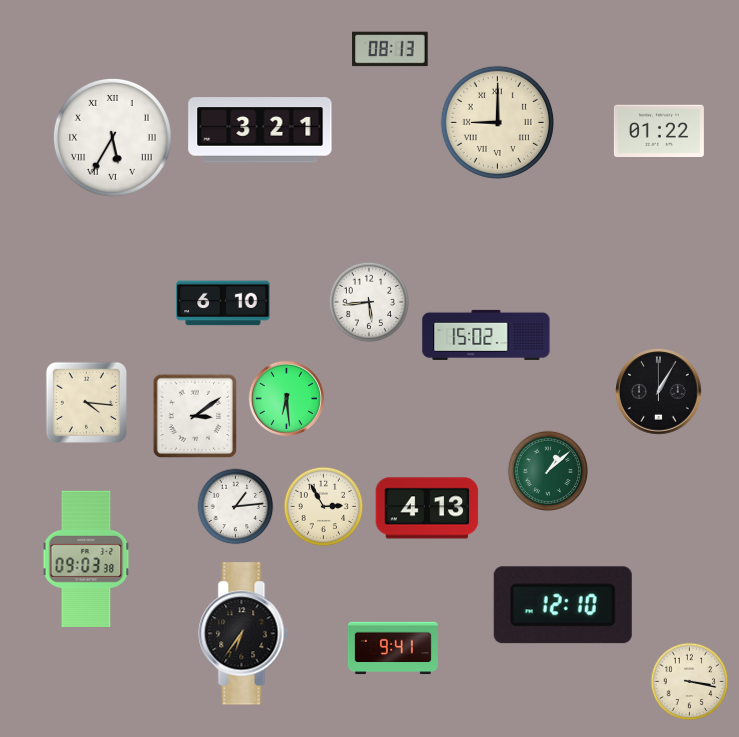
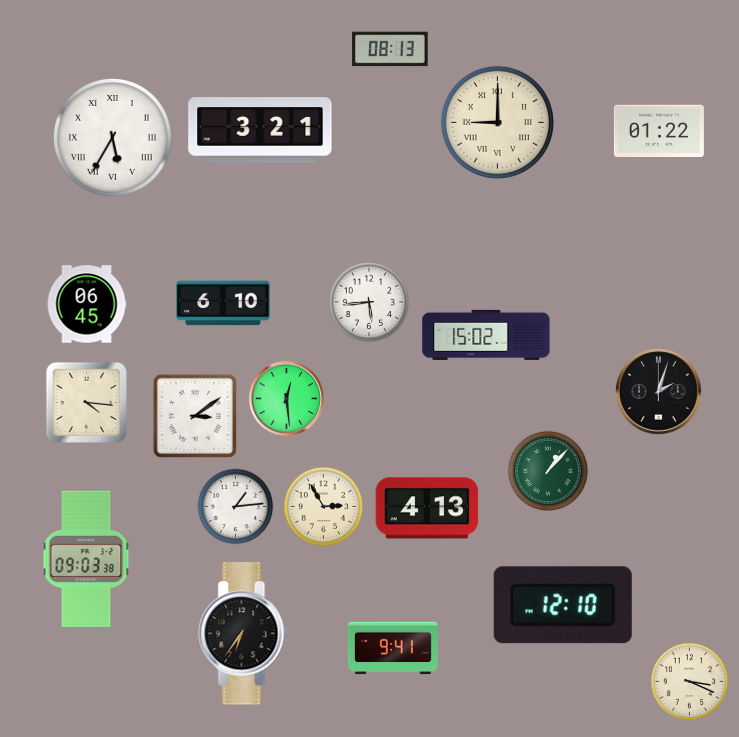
clock at (87, 304): none -> 06:45
clock at (659, 392): 1:05 -> 2:03
clock at (286, 398): 6:29 -> 12:29
clock at (547, 470): 1:08 -> 1:07
clock at (690, 682): 3:17 -> 3:19
